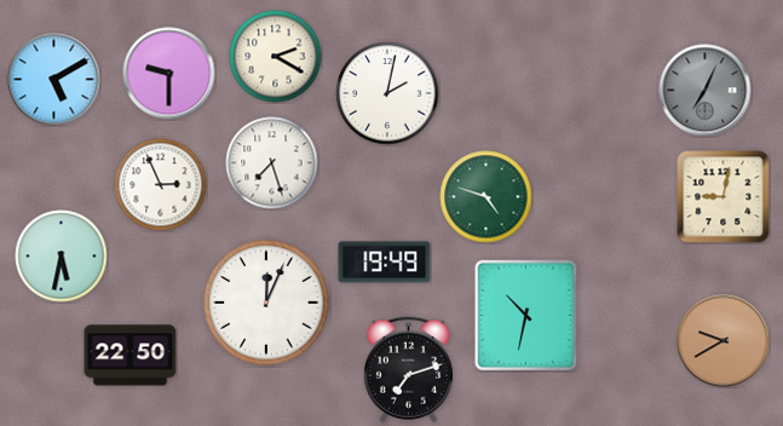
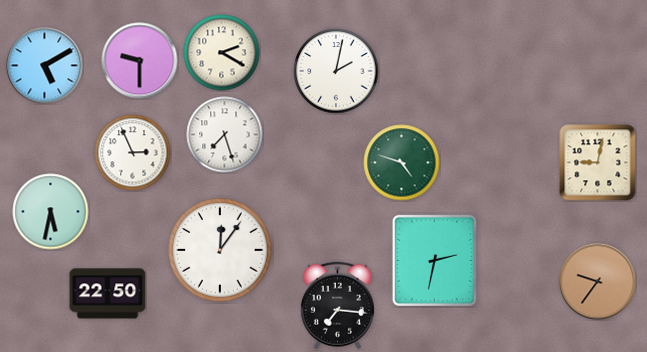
clock at (276, 57) position: (276, 57) -> (222, 53)
clock at (706, 91): 7:04 -> none
clock at (387, 93) position: (387, 93) -> (336, 71)
clock at (385, 263): 19:49 -> none
clock at (266, 303): 12:04 -> 12:06
clock at (525, 315): 10:32 -> 2:32
clock at (724, 341): 9:40 -> 9:36
clock at (408, 370): 7:12 -> 7:16
